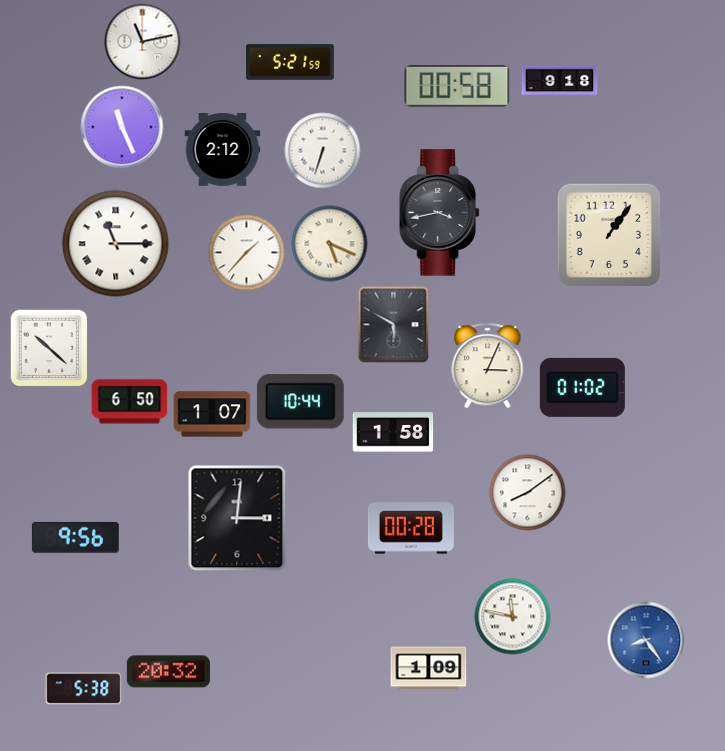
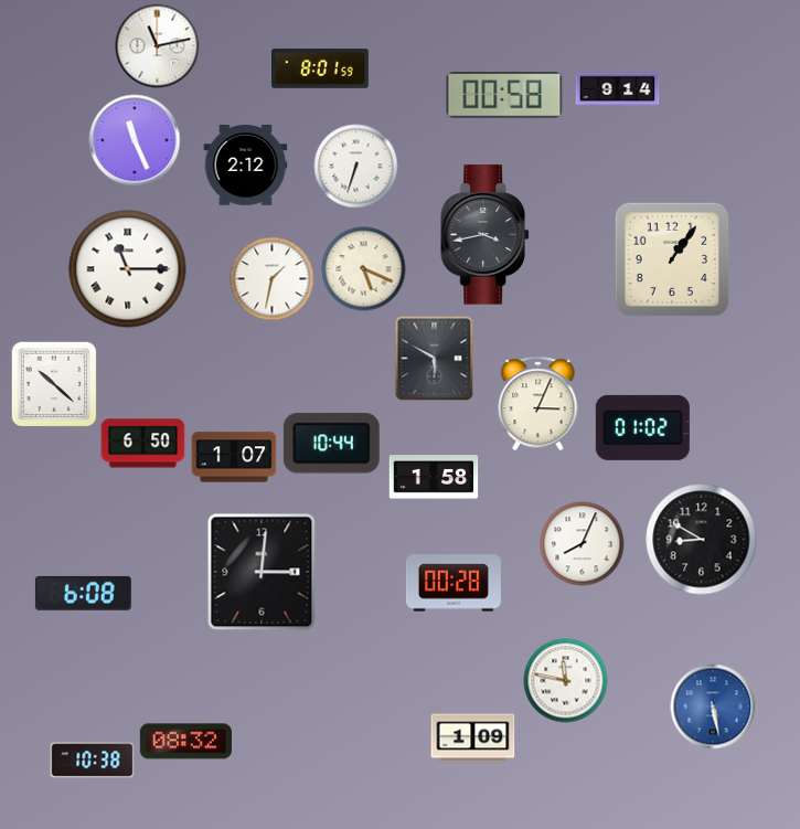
clock at (291, 62): 5:21 -> 8:01
clock at (560, 81): 9:18 -> 9:14
clock at (247, 253): 1:37 -> 1:32
clock at (702, 540): none -> 8:50
clock at (528, 493): 8:09 -> 8:04
clock at (75, 537): 9:56 -> 6:08
clock at (646, 640): 8:24 -> 5:28
clock at (168, 672): 20:32 -> 08:32
clock at (84, 689): 5:38 -> 10:38
